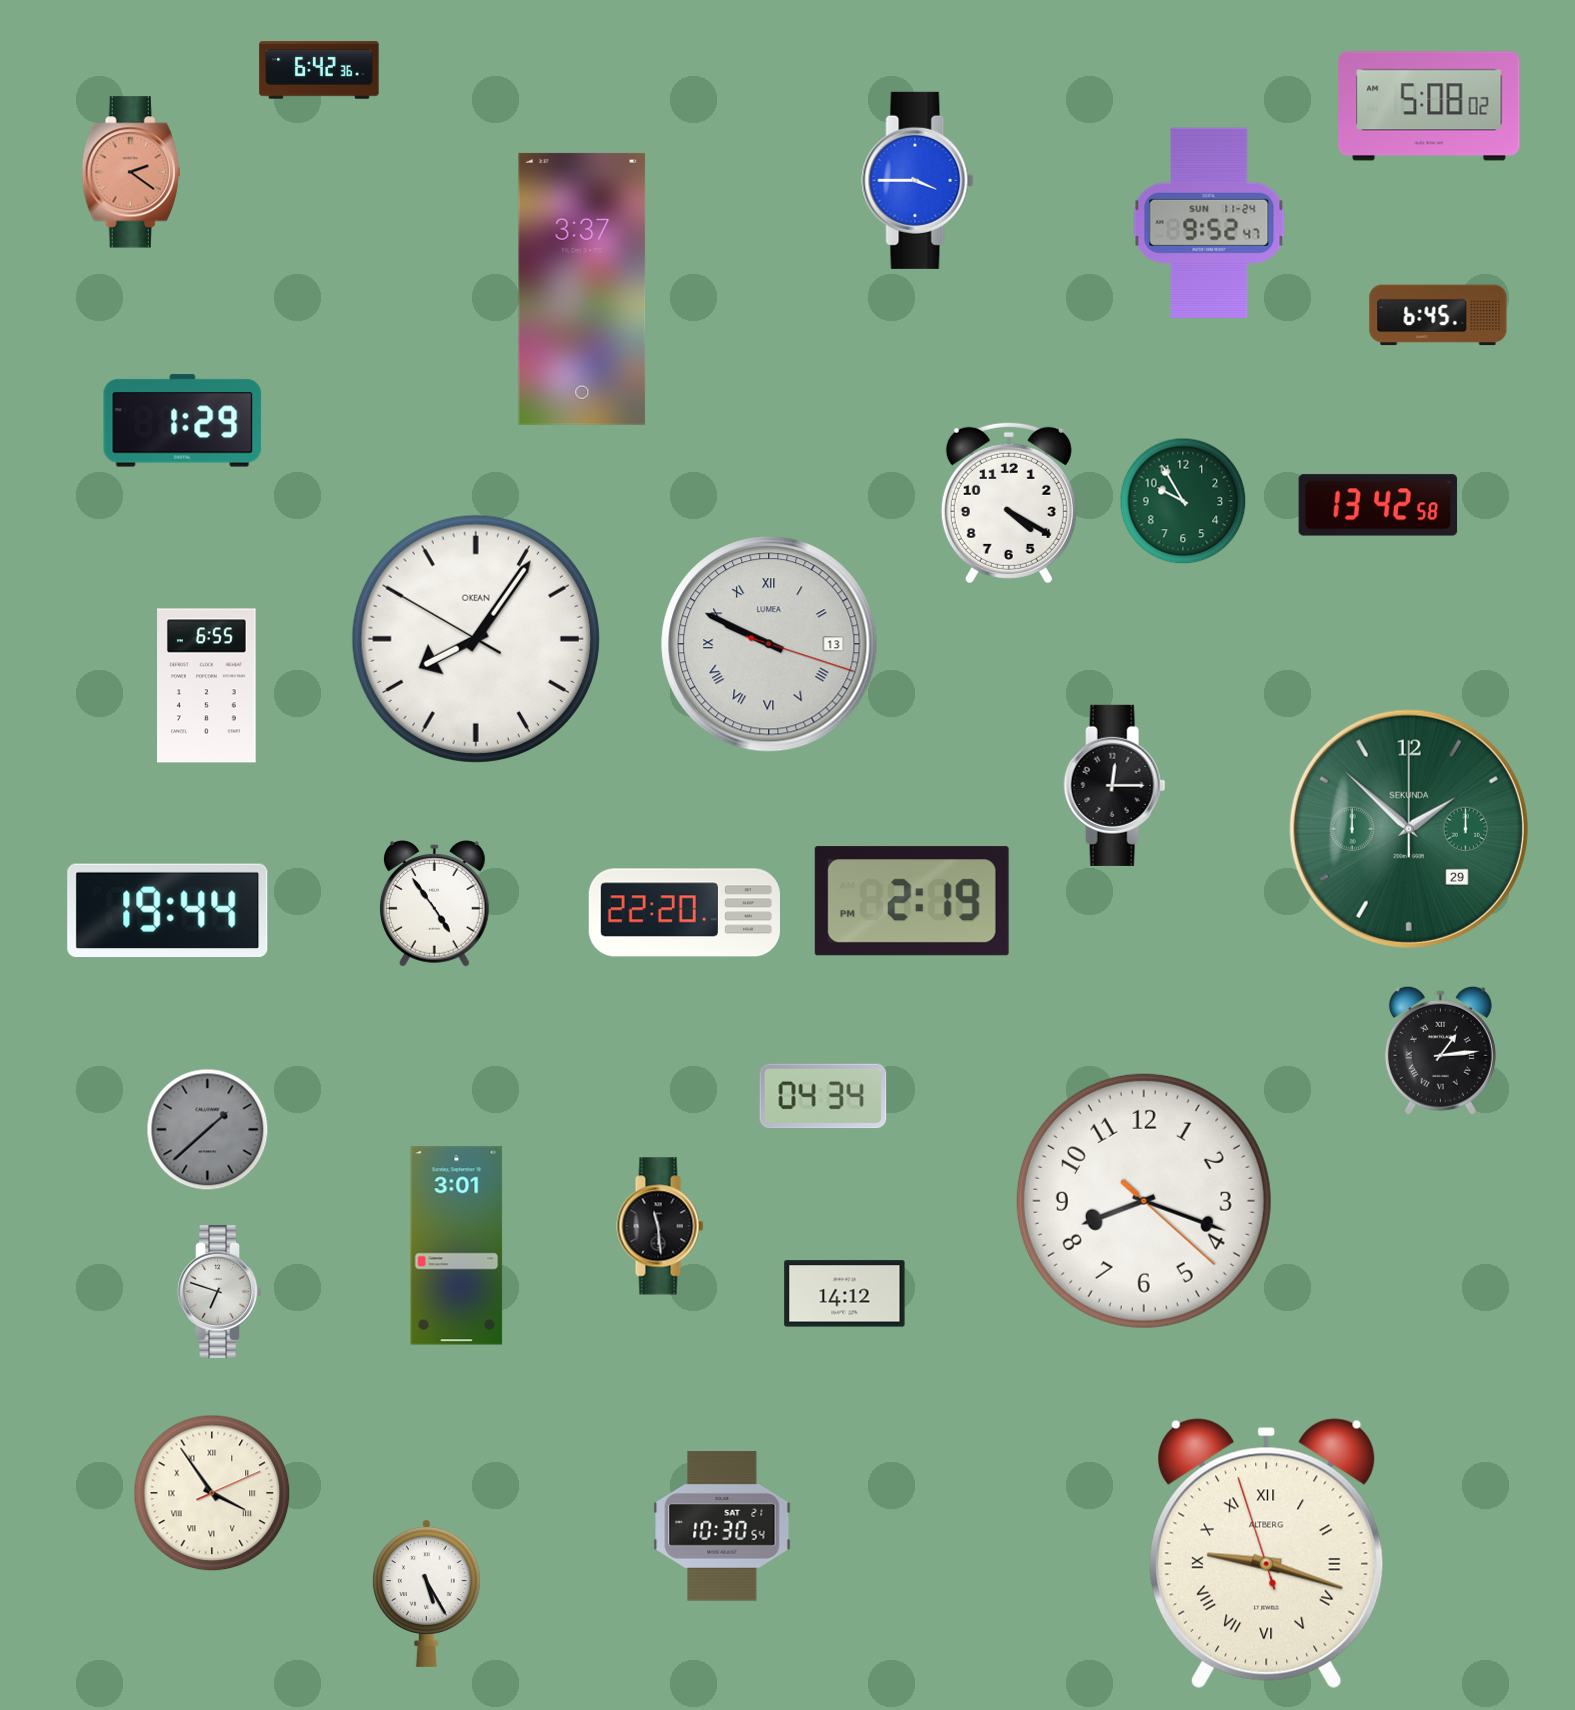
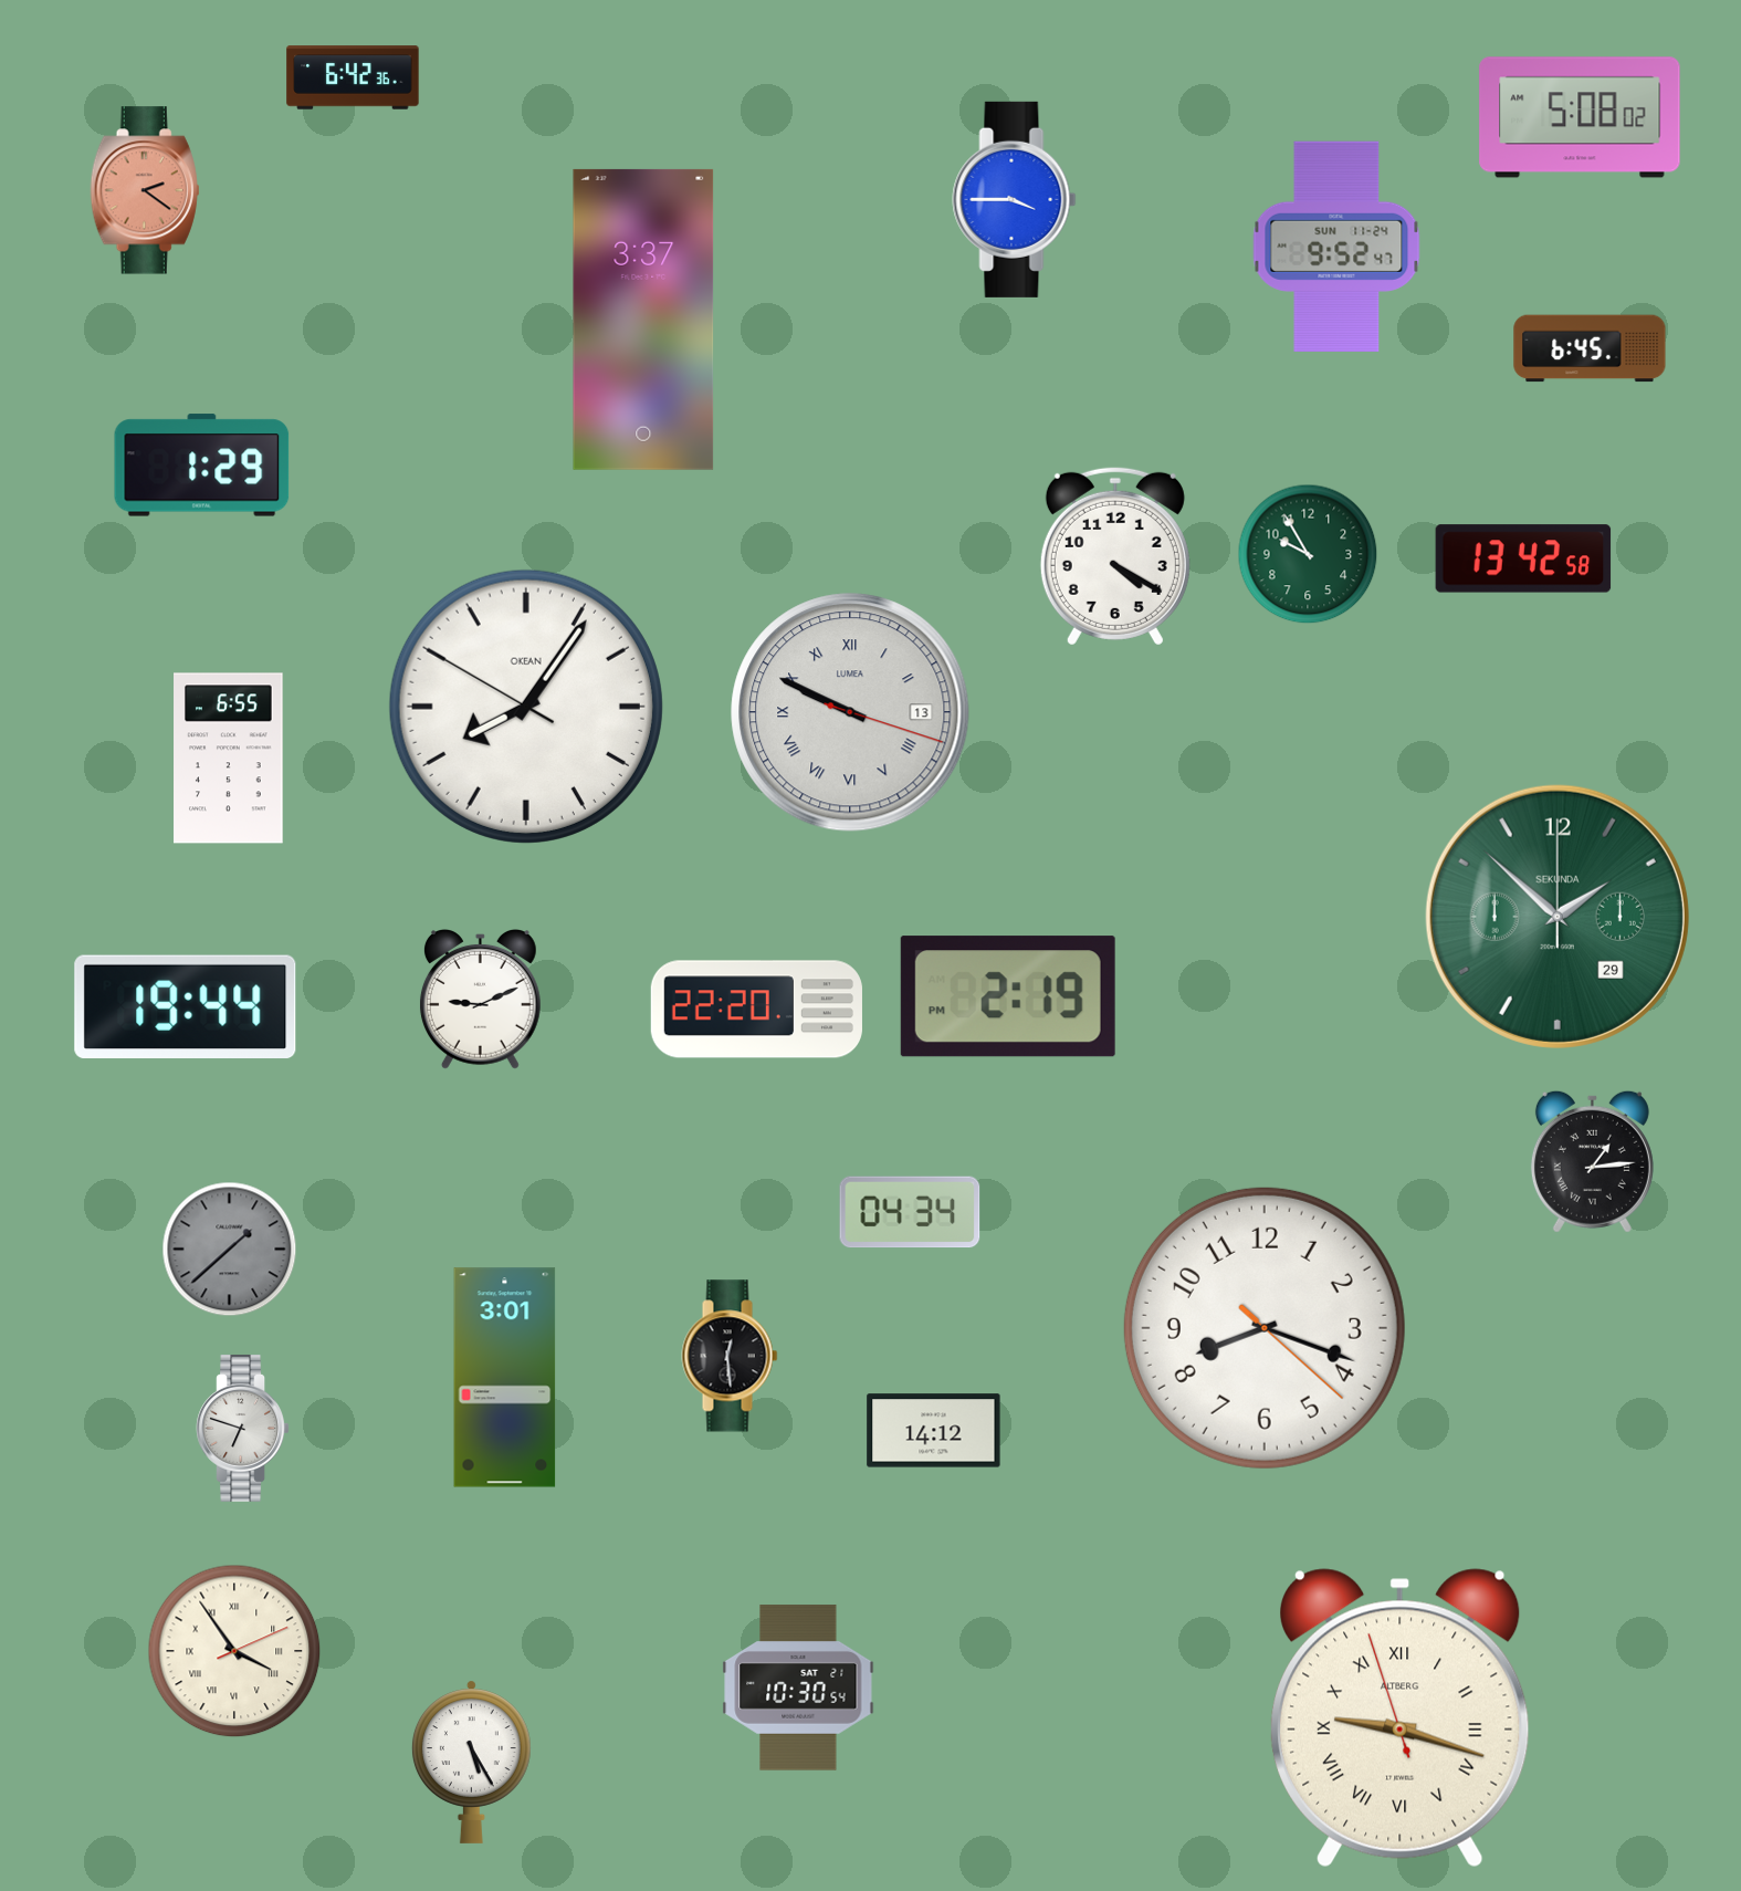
clock at (1115, 785): 12:15 -> none
clock at (434, 904): 4:54 -> 9:11
clock at (660, 1226): 11:29 -> 12:29
